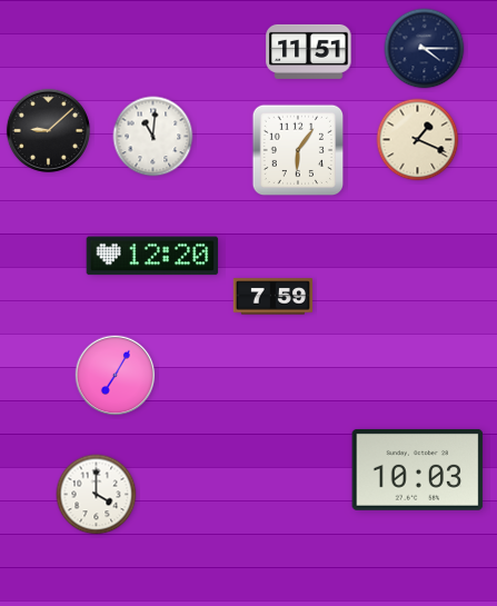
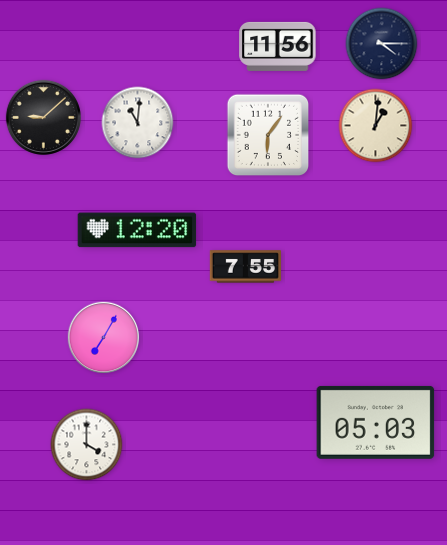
clock at (309, 51): 11:51 -> 11:56
clock at (418, 140): 1:19 -> 1:01
clock at (272, 297): 7:59 -> 7:55
clock at (418, 469): 10:03 -> 05:03
